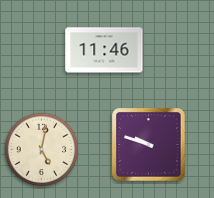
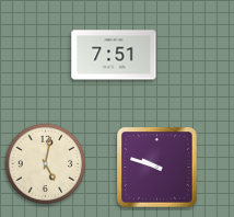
clock at (104, 50): 11:46 -> 7:51
clock at (149, 145) position: (149, 145) -> (157, 168)
